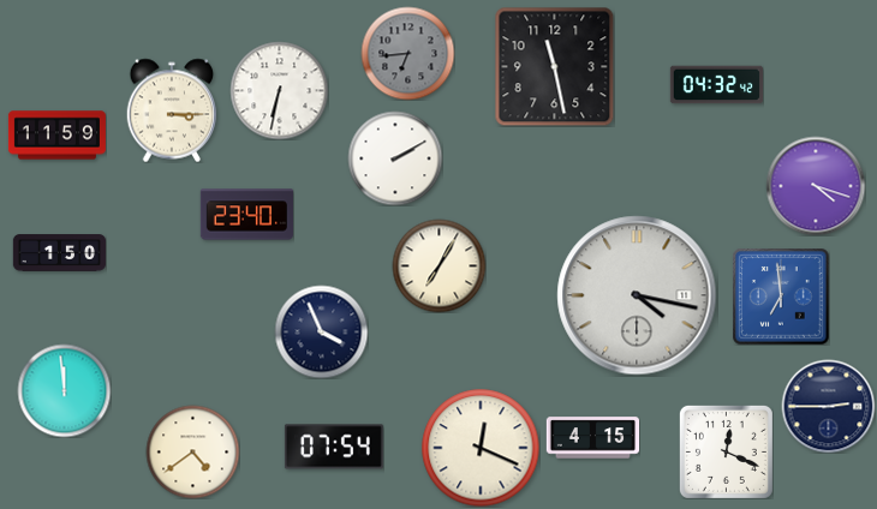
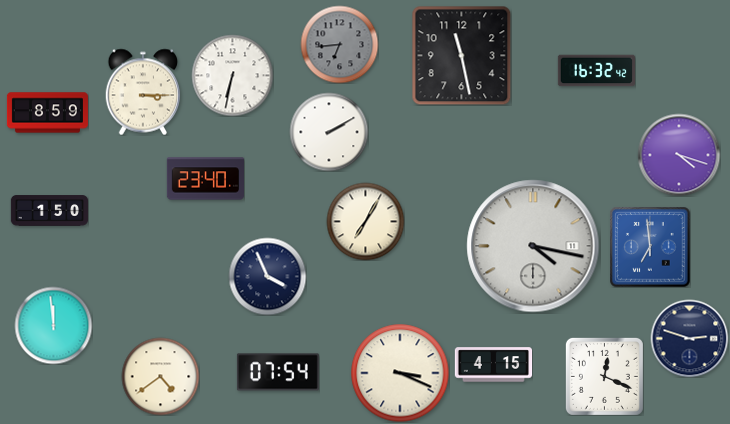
clock at (716, 85): 04:32 -> 16:32
clock at (56, 136): 11:59 -> 8:59
clock at (637, 295) position: (637, 295) -> (533, 246)
clock at (828, 406): 2:45 -> 2:48
clock at (481, 448): 12:19 -> 3:19
